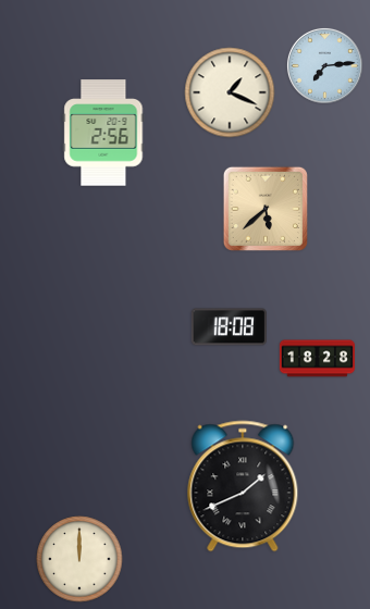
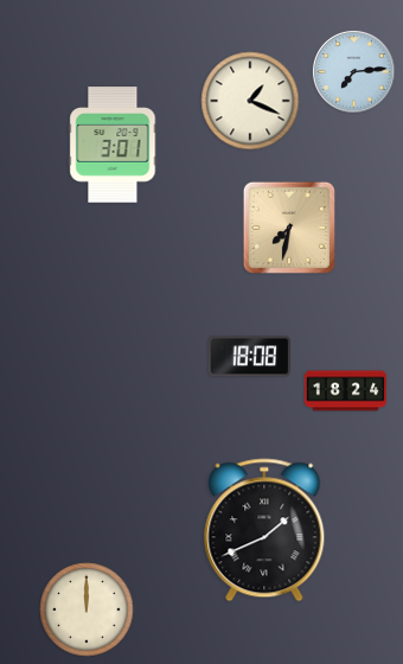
clock at (103, 133): 2:56 -> 3:01
clock at (266, 209): 5:38 -> 7:32
clock at (317, 359): 18:28 -> 18:24
